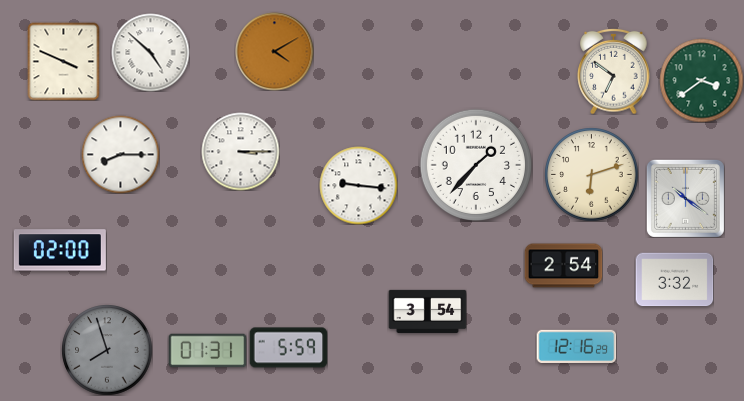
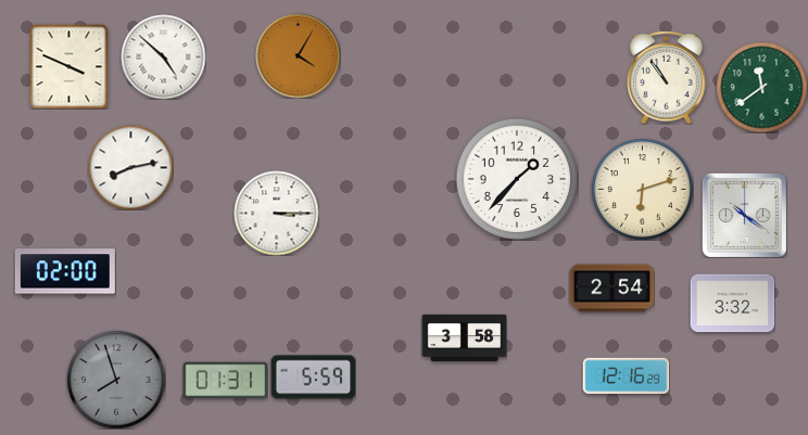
clock at (274, 51): 4:10 -> 4:05
clock at (614, 71): 6:51 -> 10:54
clock at (701, 80): 3:39 -> 11:39
clock at (240, 151) position: (240, 151) -> (276, 213)
clock at (120, 154): 8:15 -> 8:13
clock at (358, 185): 9:16 -> none
clock at (427, 311): 3:54 -> 3:58
